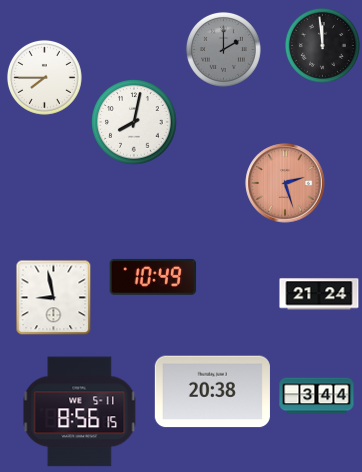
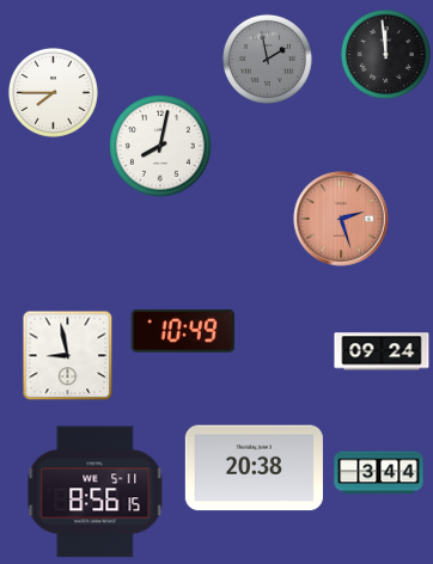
clock at (223, 49): 2:00 -> 1:58
clock at (319, 294): 21:24 -> 09:24
clock at (54, 298) position: (54, 298) -> (68, 356)
